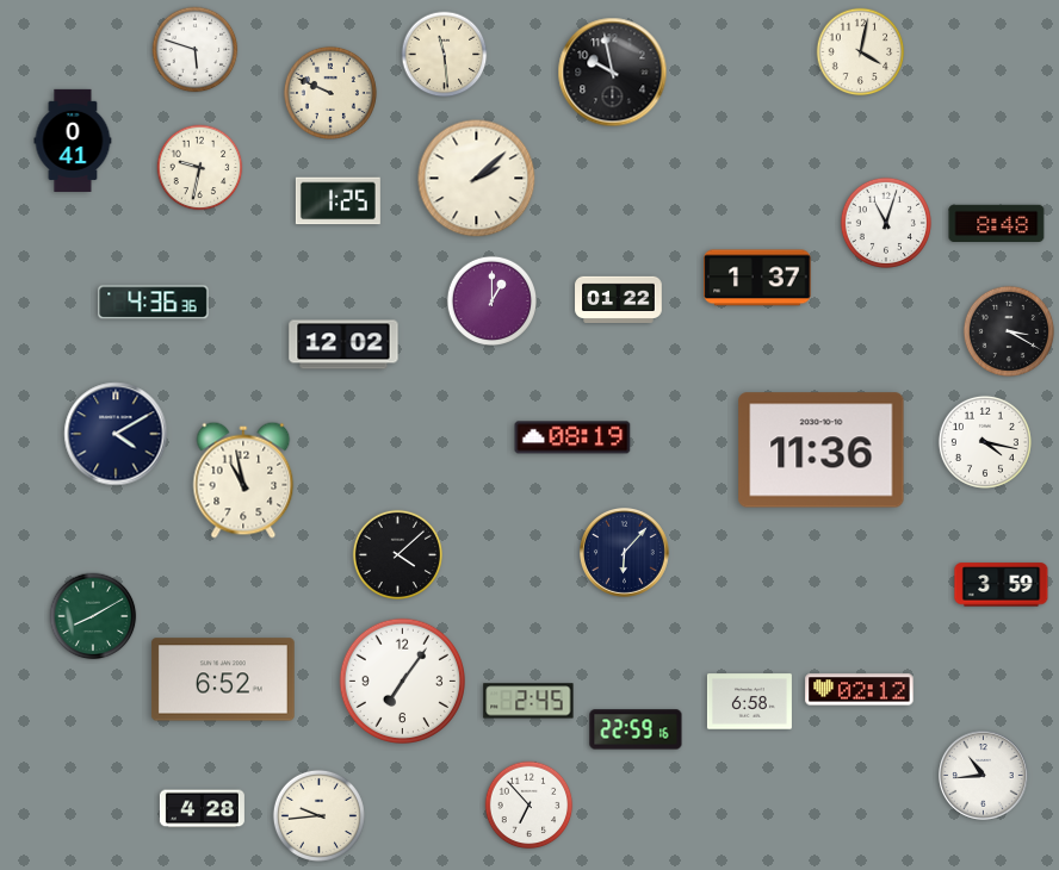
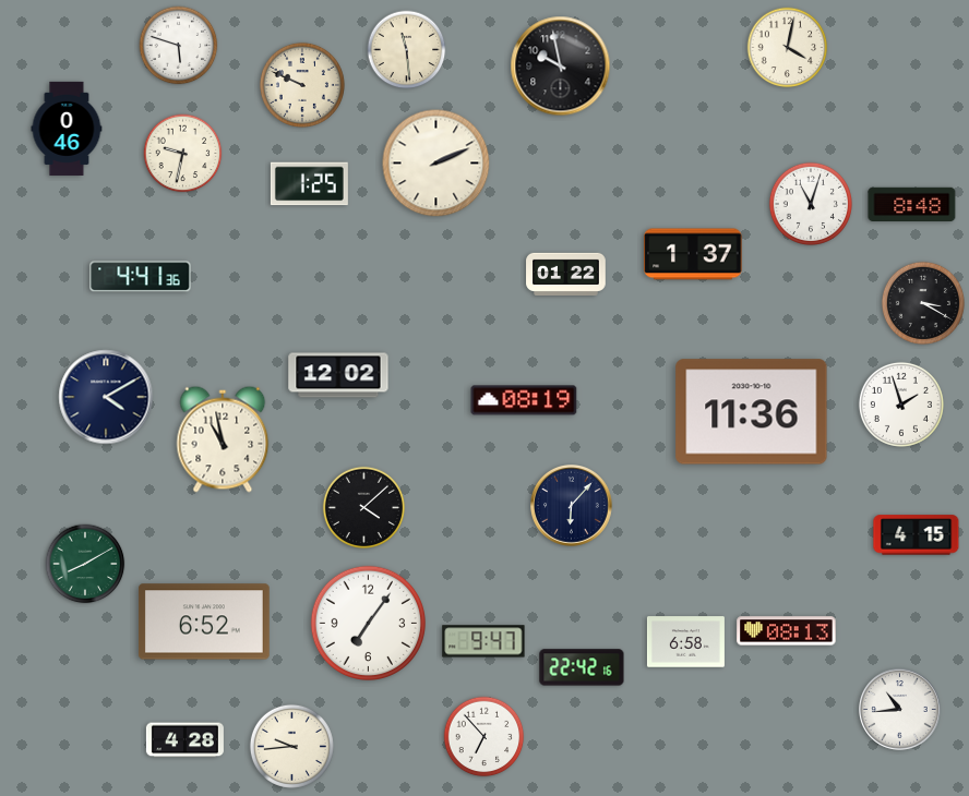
clock at (73, 141): 0:41 -> 0:46
clock at (477, 179): 2:08 -> 2:11
clock at (491, 300): 1:00 -> none
clock at (154, 303): 4:36 -> 4:41
clock at (343, 344) position: (343, 344) -> (338, 375)
clock at (985, 442): 4:17 -> 1:57
clock at (1002, 585): 3:59 -> 4:15
clock at (860, 690): 02:12 -> 08:13
clock at (528, 701): 2:45 -> 9:47
clock at (636, 729): 22:59 -> 22:42
